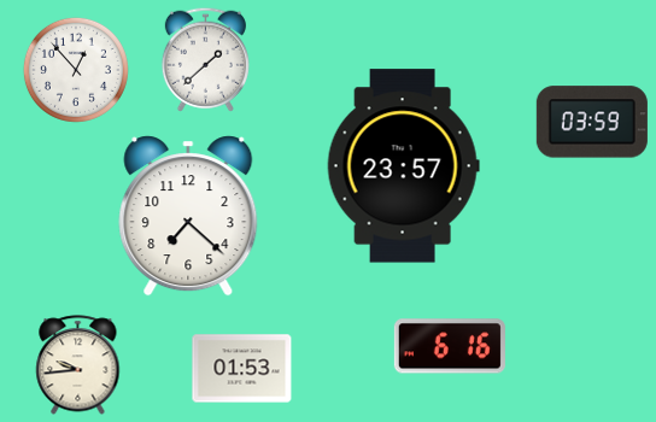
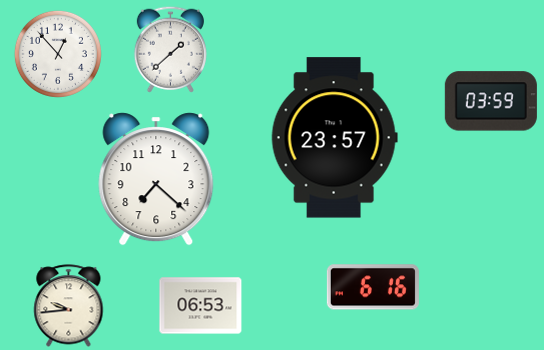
clock at (76, 70) position: (76, 70) -> (58, 54)
clock at (78, 365) position: (78, 365) -> (69, 306)
clock at (242, 369): 01:53 -> 06:53
